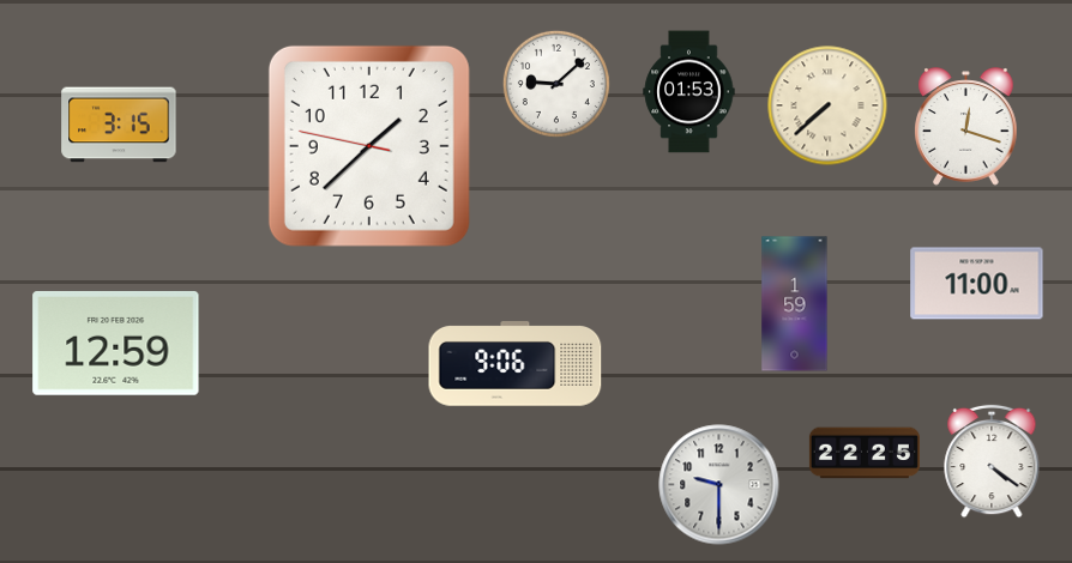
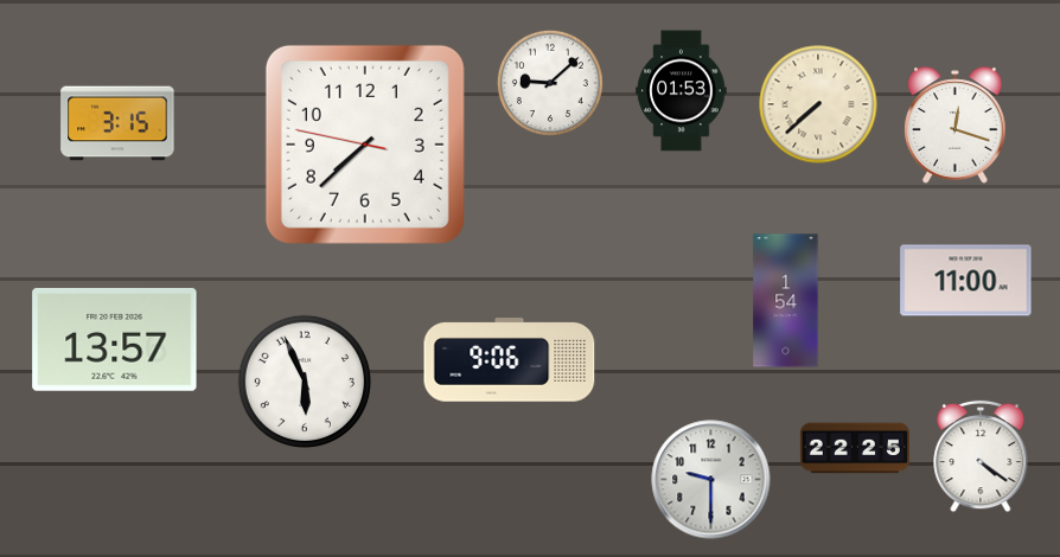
clock at (369, 146): 1:37 -> 7:37
clock at (795, 304): 1:59 -> 1:54
clock at (116, 343): 12:59 -> 13:57
clock at (304, 380): none -> 5:56
